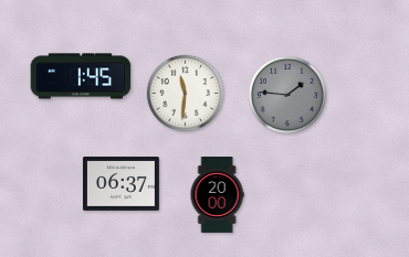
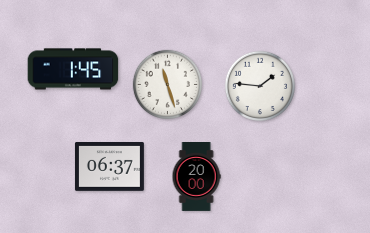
clock at (186, 94): 11:31 -> 11:27
clock at (287, 95) dial: grey -> white
